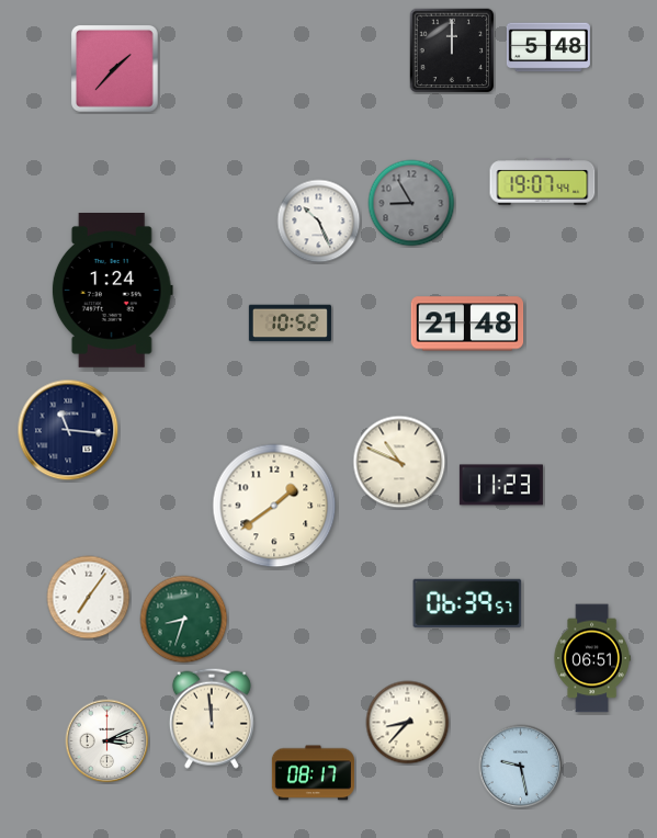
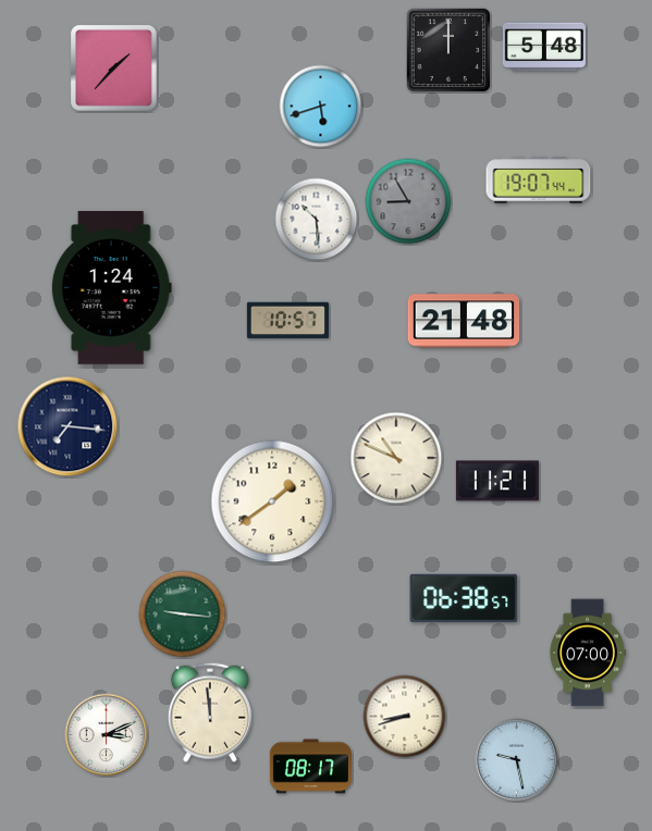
clock at (321, 107): none -> 5:42
clock at (319, 222): 10:26 -> 10:29
clock at (290, 324): 10:52 -> 10:57
clock at (68, 430): 11:16 -> 7:16
clock at (501, 485): 11:23 -> 11:21
clock at (89, 598): 7:06 -> none
clock at (467, 603): 06:39 -> 06:38
clock at (184, 620): 8:33 -> 9:16
clock at (592, 658): 06:51 -> 07:00
clock at (408, 723): 8:37 -> 8:42
